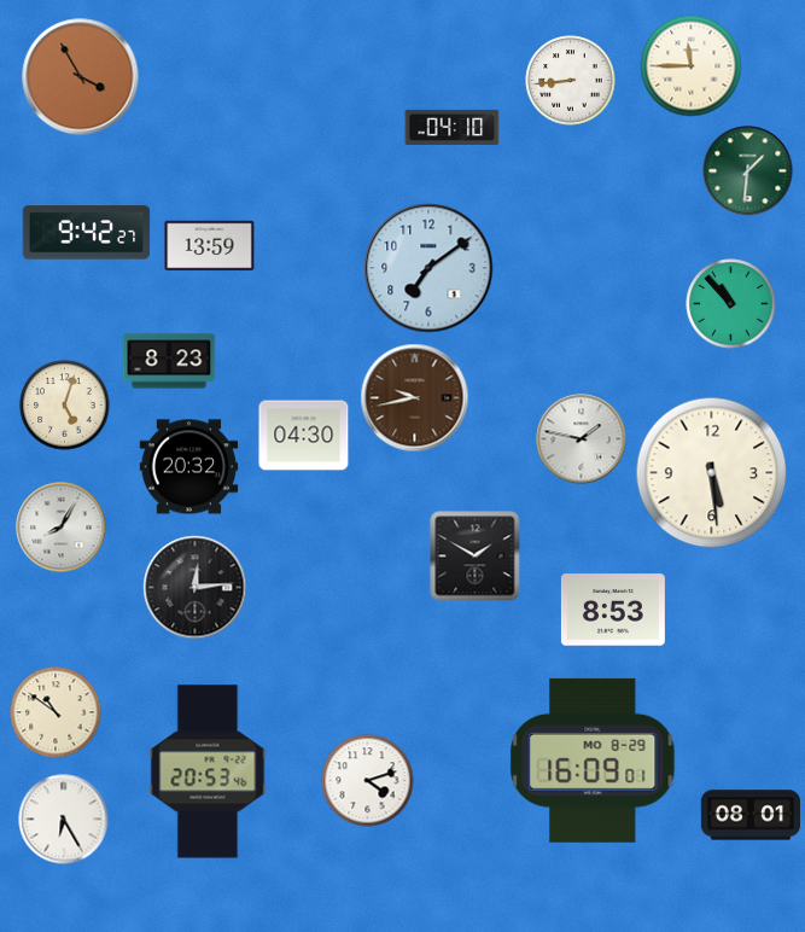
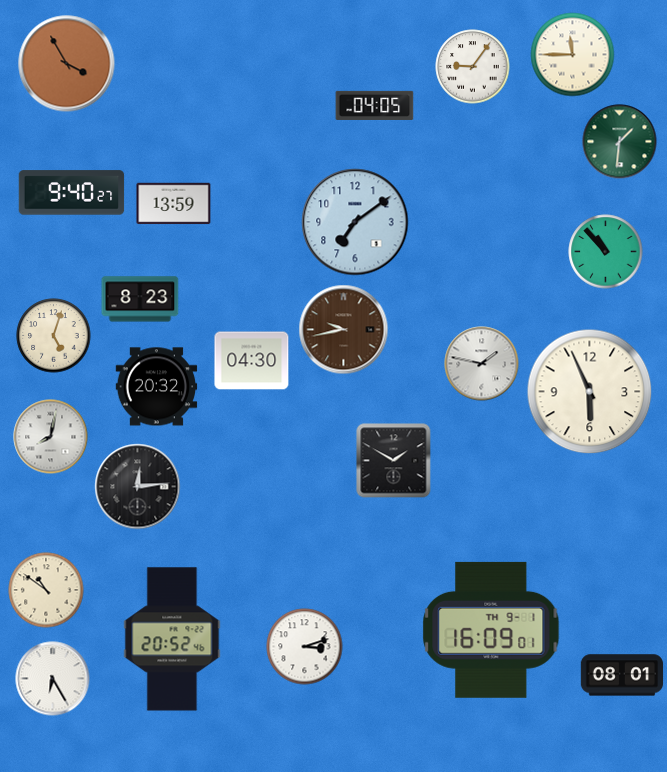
clock at (571, 81): 8:44 -> 9:06
clock at (453, 127): 04:10 -> 04:05
clock at (87, 233): 9:42 -> 9:40
clock at (712, 473): 5:29 -> 5:56
clock at (62, 528): 8:05 -> 8:02
clock at (196, 588) position: (196, 588) -> (138, 487)
clock at (613, 610): 8:53 -> none
clock at (593, 761) date: MO 8-29 -> TH 9-1
clock at (208, 771): 20:53 -> 20:52
clock at (368, 781): 4:12 -> 3:12
